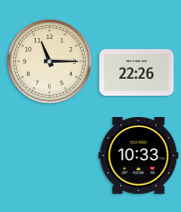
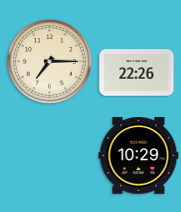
clock at (50, 62): 11:15 -> 7:15
clock at (139, 156): 10:33 -> 10:29
